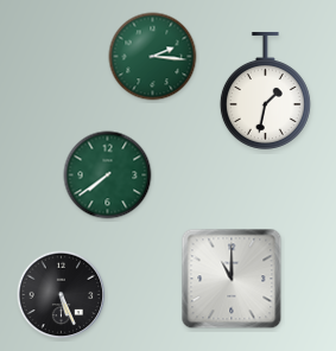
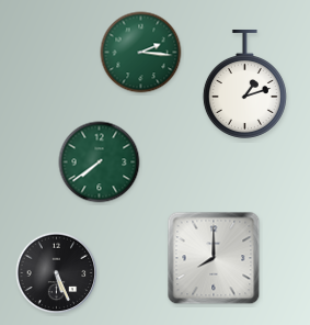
clock at (265, 90): 1:32 -> 1:12
clock at (232, 279): 11:00 -> 8:00
